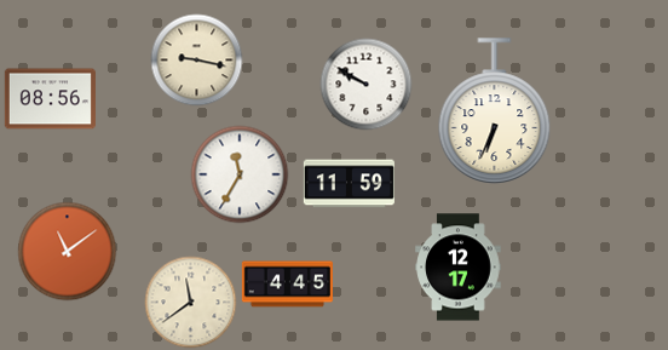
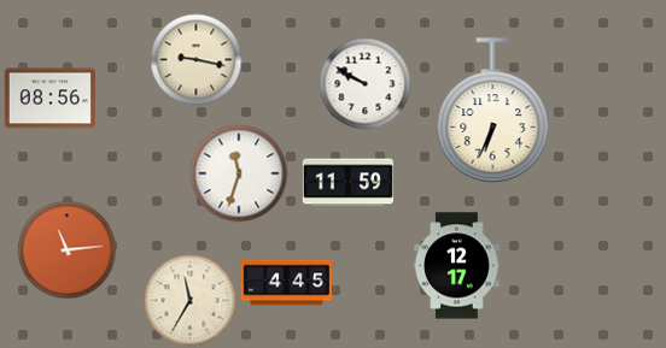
clock at (240, 174): 11:35 -> 11:33
clock at (68, 252): 11:09 -> 11:14
clock at (191, 303): 11:39 -> 11:35
